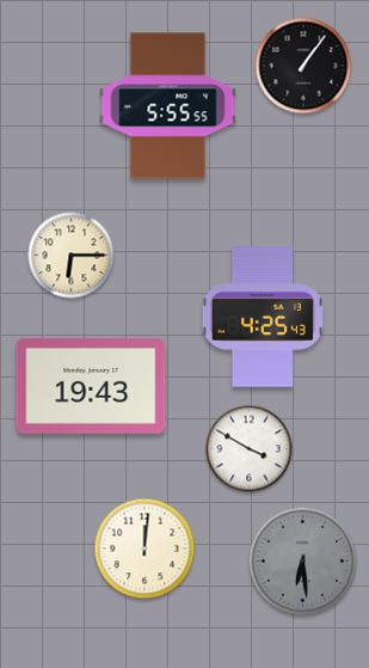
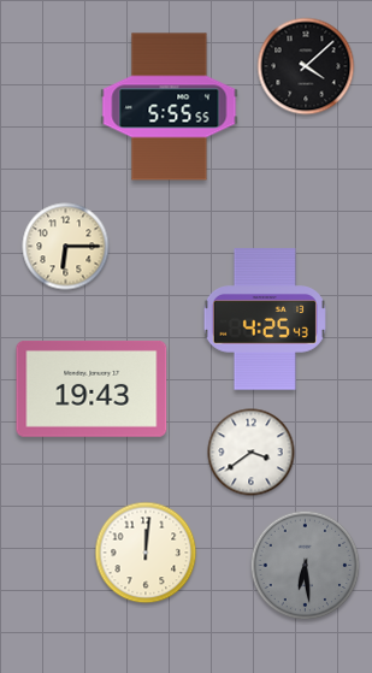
clock at (303, 66): 1:06 -> 4:08
clock at (72, 256) position: (72, 256) -> (66, 247)
clock at (250, 449): 3:50 -> 3:39
